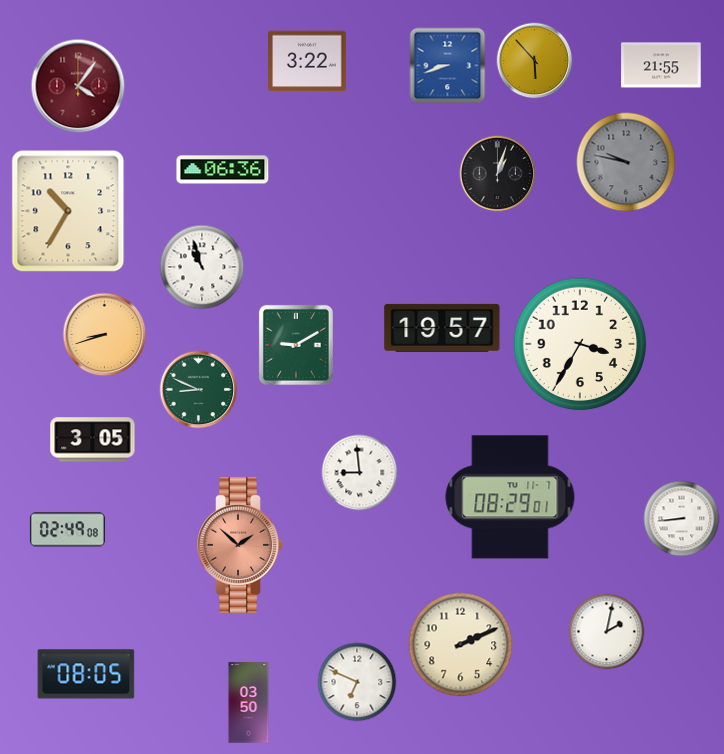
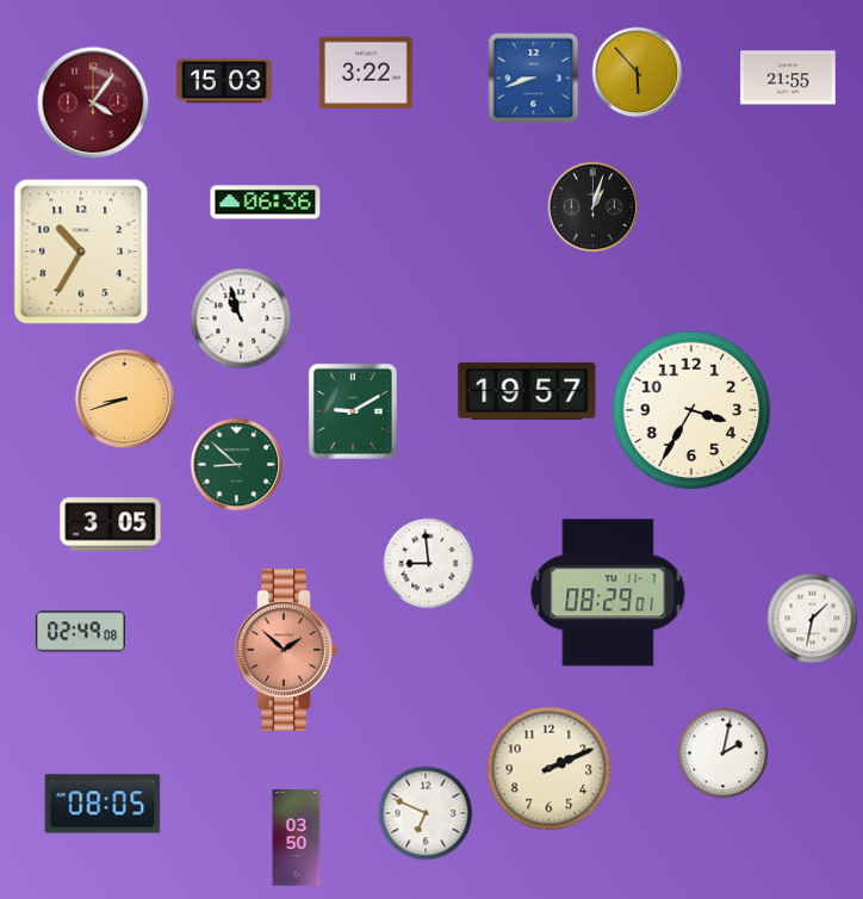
clock at (224, 81): none -> 15:03
clock at (626, 162): 9:47 -> none
clock at (199, 390): 8:49 -> 8:52
clock at (682, 519): 8:44 -> 1:32
